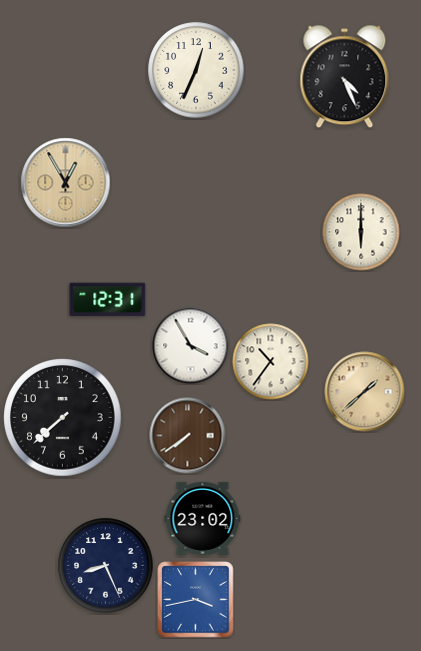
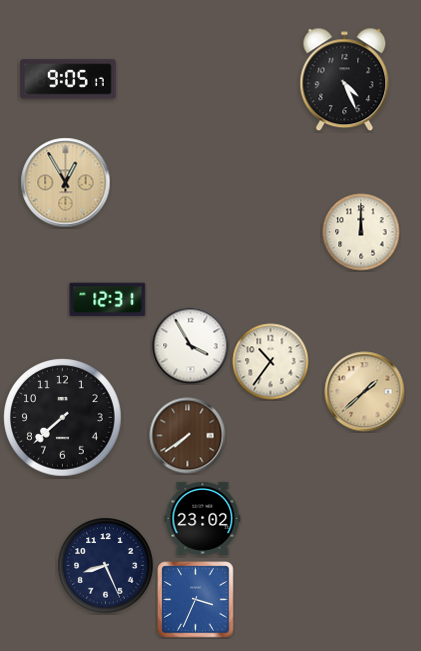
clock at (196, 70): 12:34 -> none
clock at (345, 77) position: (345, 77) -> (345, 80)
clock at (68, 79): none -> 9:05
clock at (361, 232): 6:00 -> 12:00
clock at (196, 600): 3:43 -> 3:34
